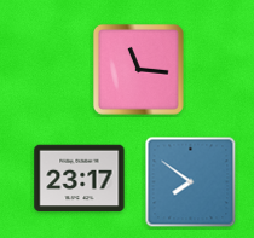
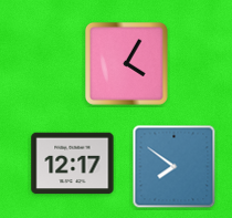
clock at (139, 70): 11:16 -> 4:05
clock at (80, 179): 23:17 -> 12:17
